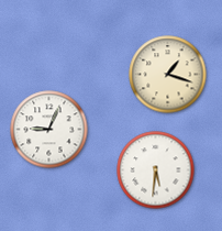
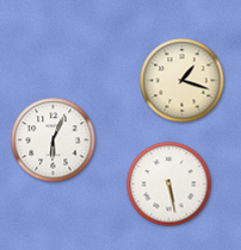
clock at (49, 130): 9:04 -> 6:04
clock at (156, 170): 5:31 -> 5:28
